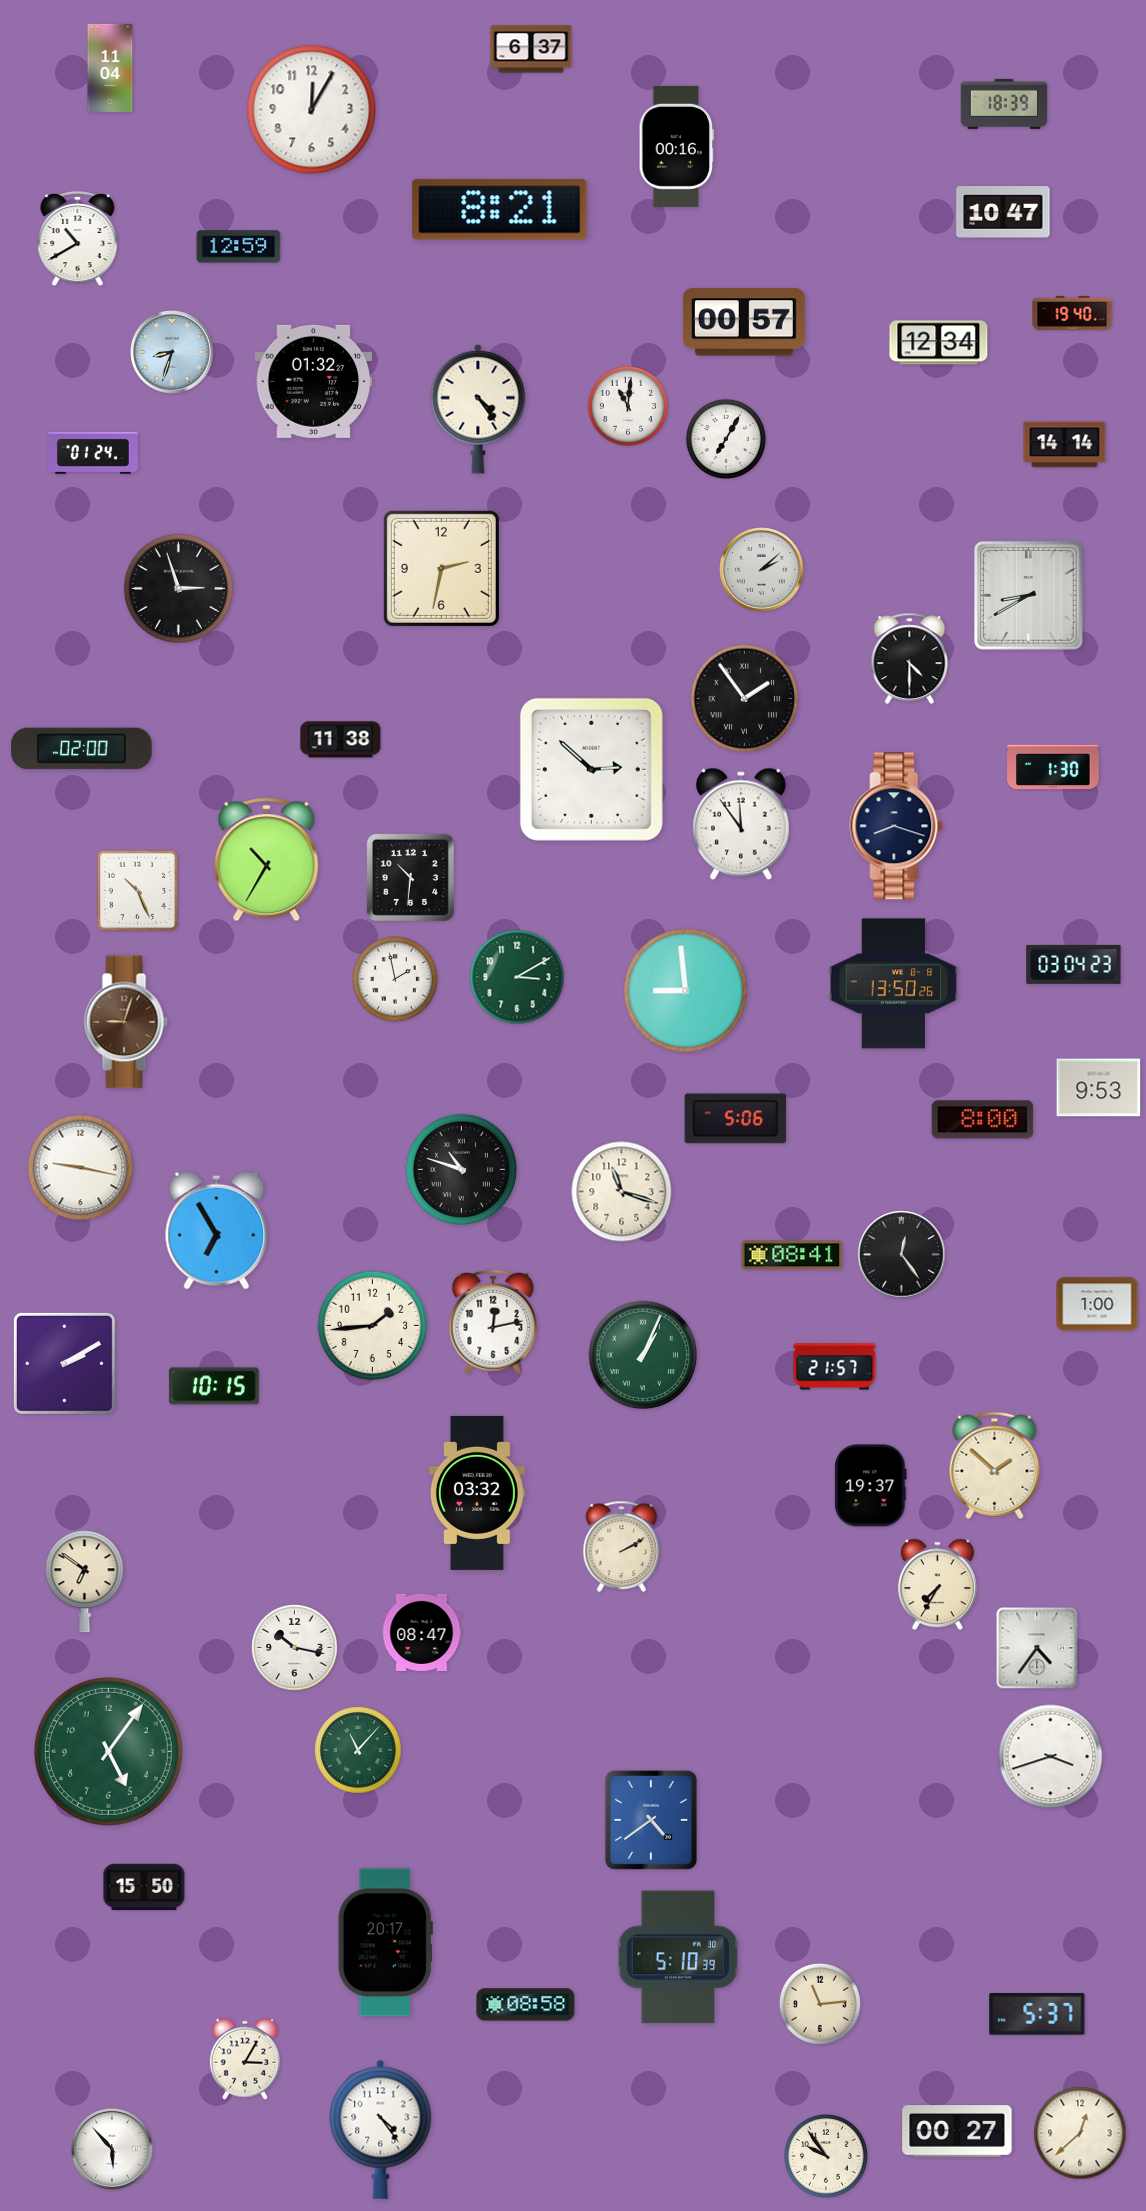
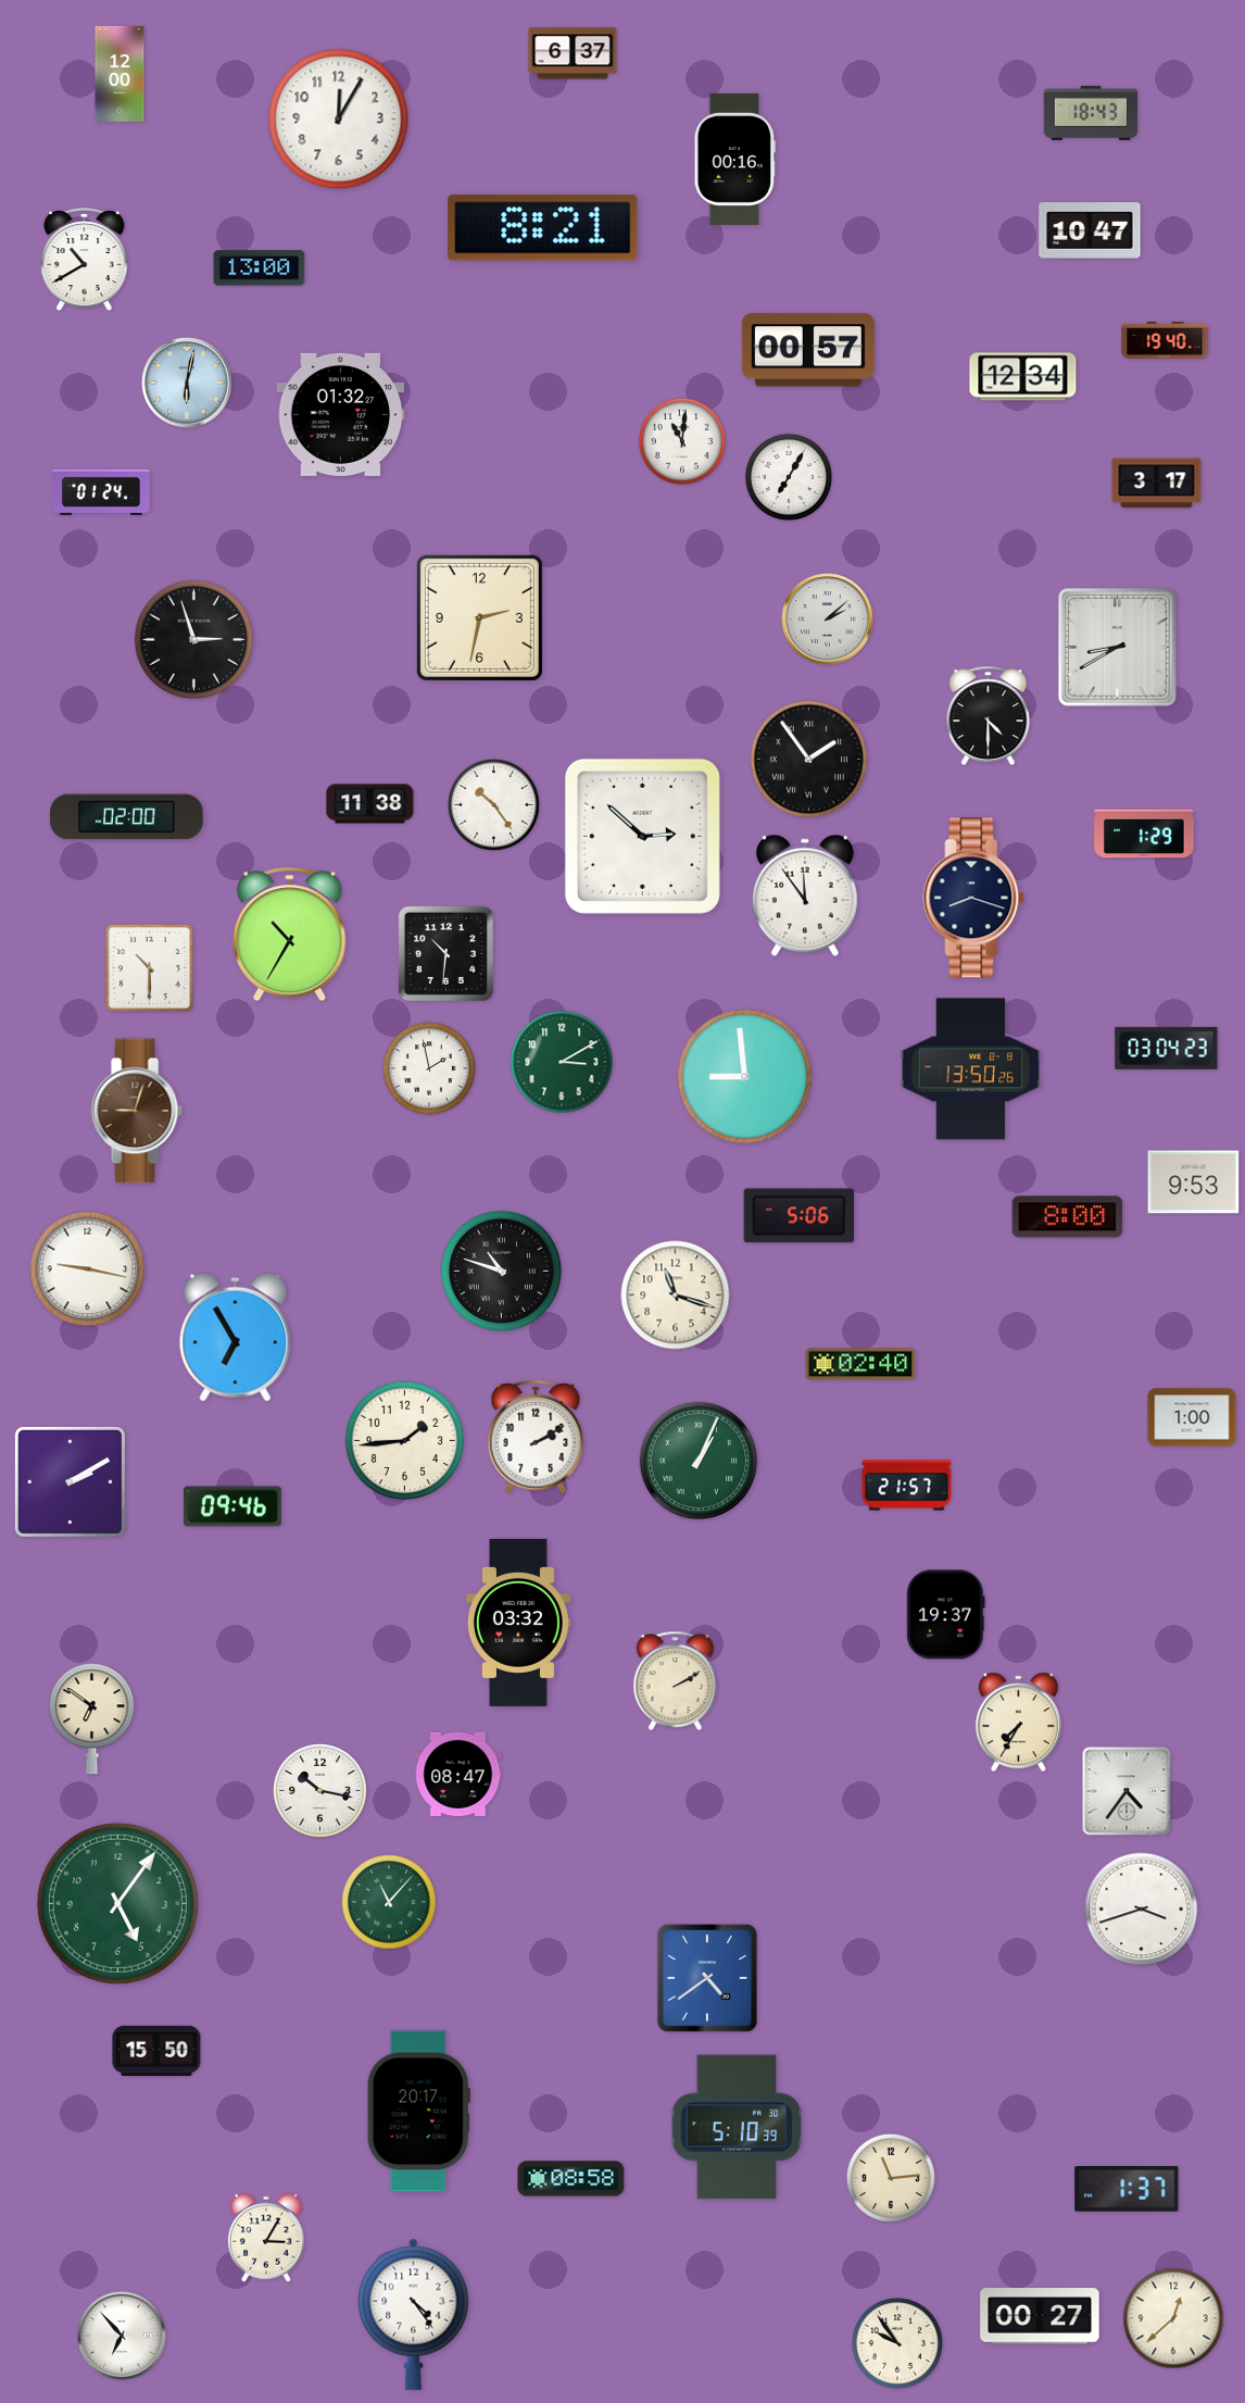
clock at (531, 49) position: (531, 49) -> (573, 53)
clock at (110, 68): 11:04 -> 12:00
clock at (1004, 104): 18:39 -> 18:43
clock at (239, 247): 12:59 -> 13:00
clock at (939, 343) position: (939, 343) -> (1023, 377)
clock at (172, 352): 8:33 -> 6:02
clock at (478, 409): 4:24 -> none
clock at (1065, 445): 14:14 -> 3:17
clock at (494, 805): none -> 10:24
clock at (82, 749) position: (82, 749) -> (127, 817)
clock at (1053, 767): 1:30 -> 1:29
clock at (138, 891): 10:26 -> 10:30
clock at (396, 980) position: (396, 980) -> (430, 1069)
clock at (792, 1255): 08:41 -> 02:40
clock at (902, 1255): 12:24 -> none
clock at (493, 1322): 12:13 -> 2:10
clock at (643, 1355) position: (643, 1355) -> (699, 1461)
clock at (214, 1386): 10:15 -> 09:46
clock at (995, 1466): 1:52 -> none
clock at (1037, 2014): 5:37 -> 1:37
clock at (113, 2150): 5:53 -> 6:53
